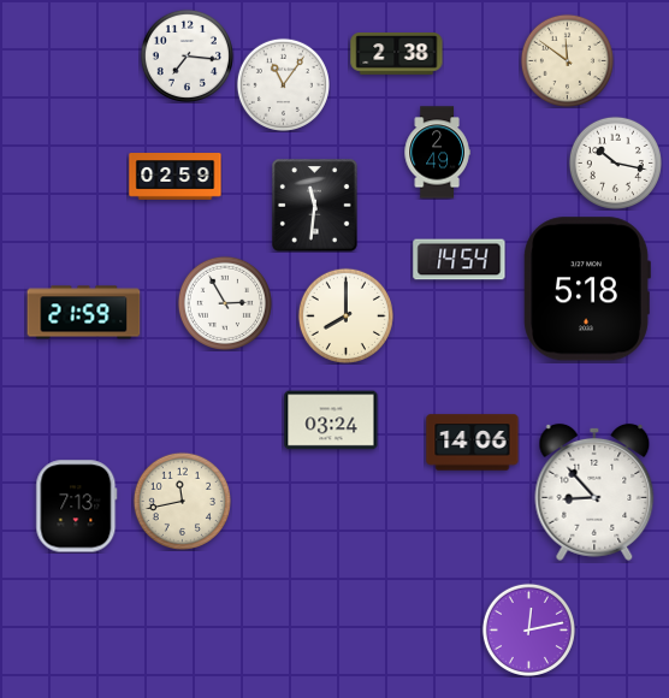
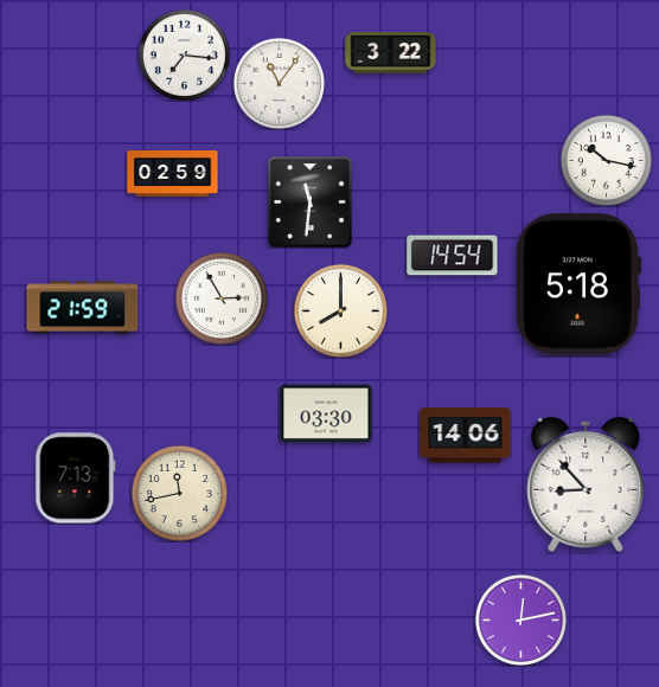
clock at (397, 54): 2:38 -> 3:22
clock at (567, 60): 11:51 -> none
clock at (437, 153): 2:49 -> none
clock at (331, 420): 03:24 -> 03:30
clock at (77, 507) position: (77, 507) -> (76, 479)
